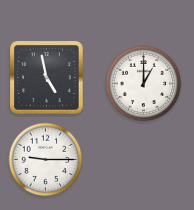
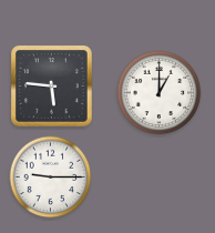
clock at (47, 78): 4:58 -> 5:46
